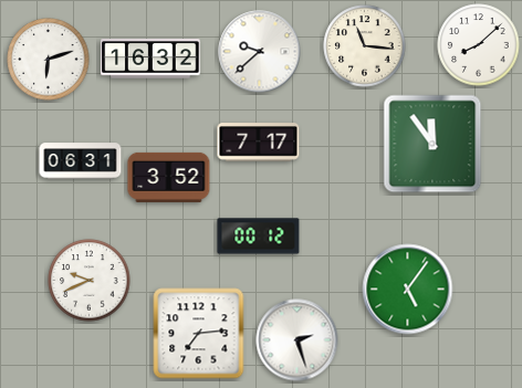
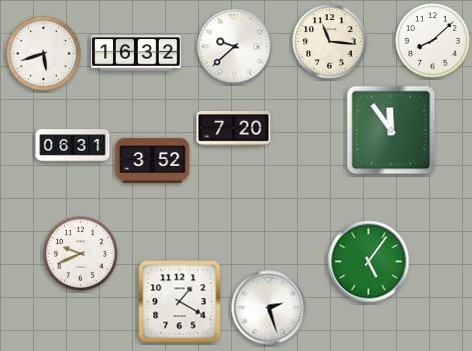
clock at (49, 60): 6:12 -> 5:42
clock at (259, 143): 7:17 -> 7:20
clock at (259, 237): 00:12 -> none
clock at (199, 334): 7:14 -> 1:20
